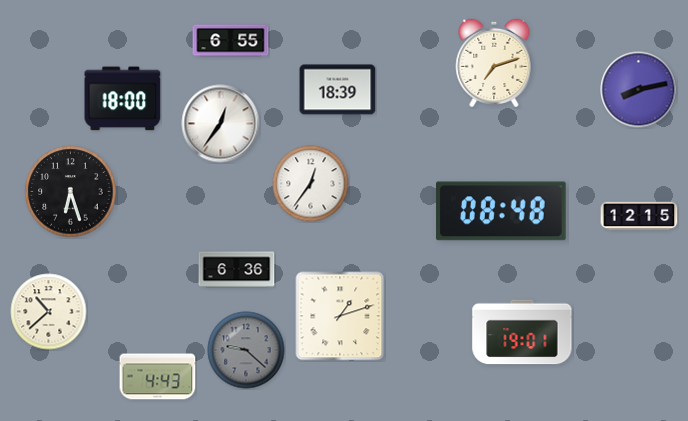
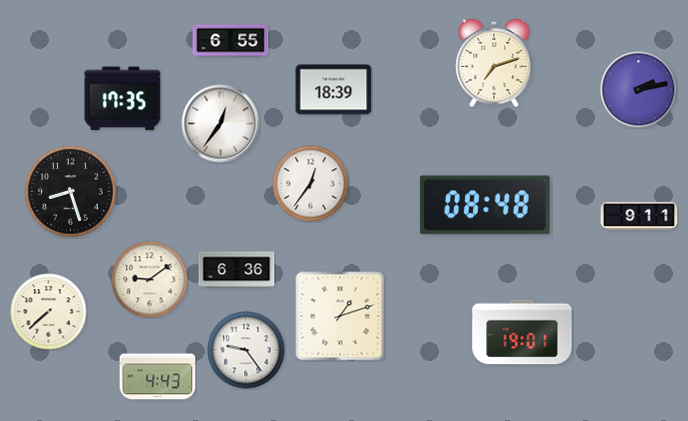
clock at (338, 90) position: (338, 90) -> (334, 90)
clock at (639, 90): 8:13 -> 2:13
clock at (123, 99): 18:00 -> 17:35
clock at (71, 192): 6:27 -> 8:27
clock at (501, 211) position: (501, 211) -> (485, 205)
clock at (639, 216): 12:15 -> 9:11
clock at (150, 280): none -> 9:09
clock at (49, 312): 10:38 -> 7:38
clock at (246, 350): 9:22 -> 9:24
clock at (246, 350) dial: grey -> white
